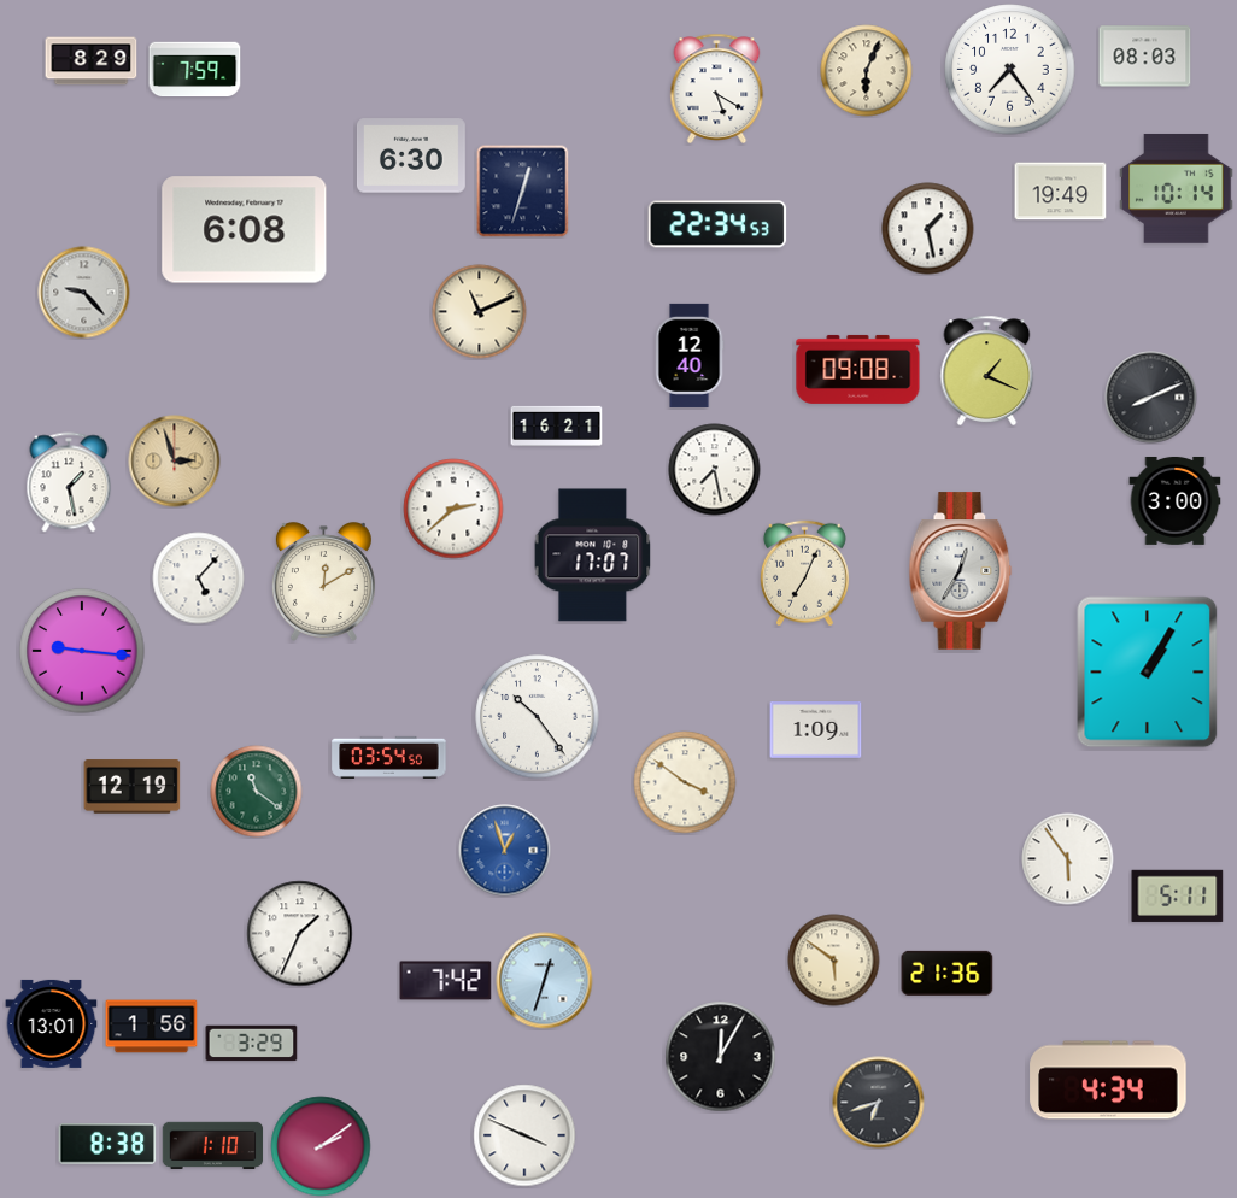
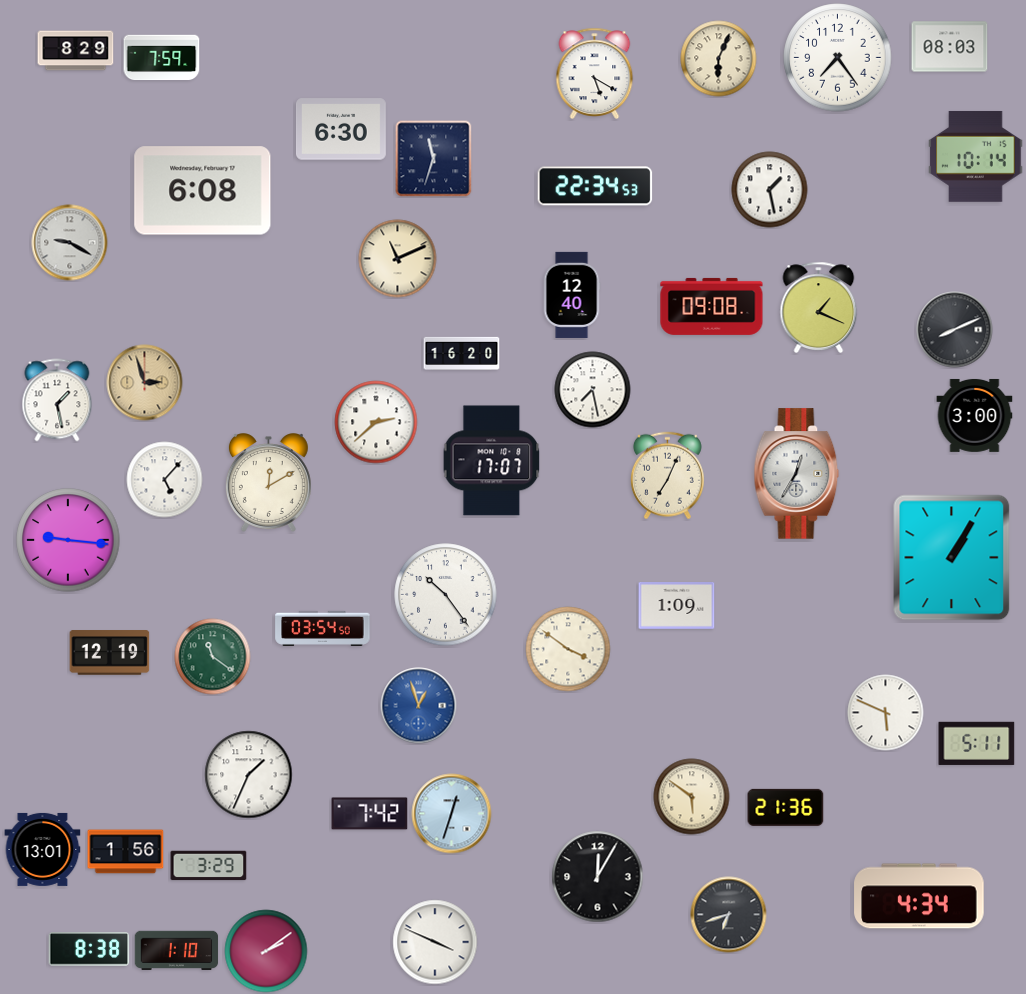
clock at (523, 192): 12:33 -> 11:33
clock at (1061, 192): 19:49 -> none
clock at (84, 293): 9:23 -> 9:20
clock at (557, 425): 16:21 -> 16:20
clock at (1068, 859): 5:54 -> 5:49
